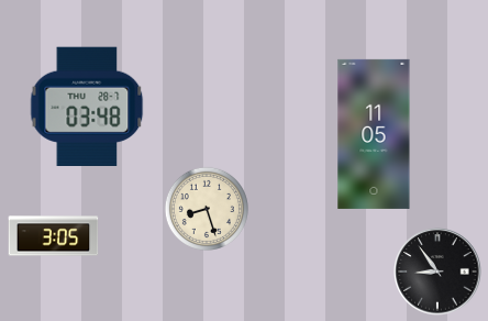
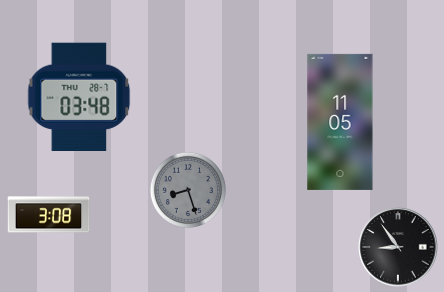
clock at (207, 209) dial: cream -> grey
clock at (54, 236): 3:05 -> 3:08
